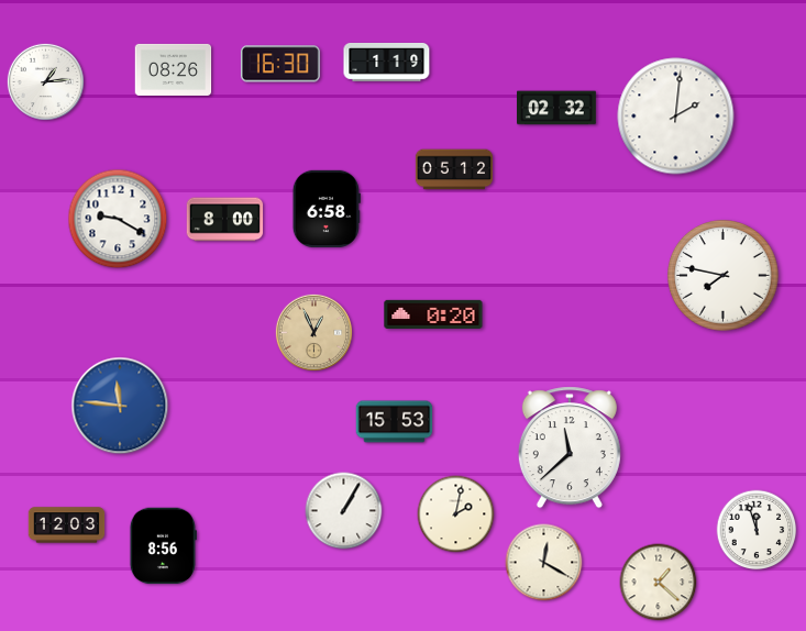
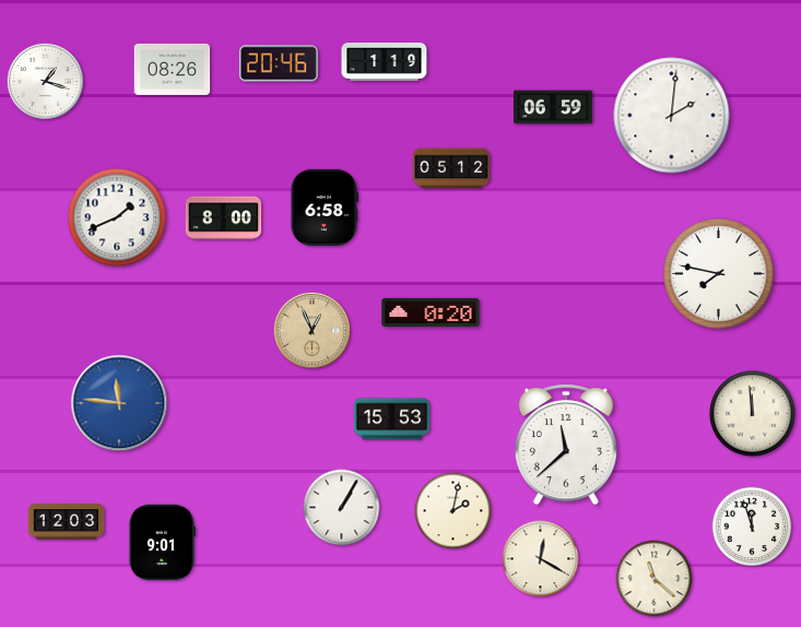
clock at (280, 64): 16:30 -> 20:46
clock at (45, 81): 1:14 -> 1:18
clock at (557, 108): 02:32 -> 06:59
clock at (118, 219): 9:20 -> 1:41
clock at (753, 414): none -> 11:59
clock at (163, 546): 8:56 -> 9:01
clock at (659, 583): 1:22 -> 11:22
